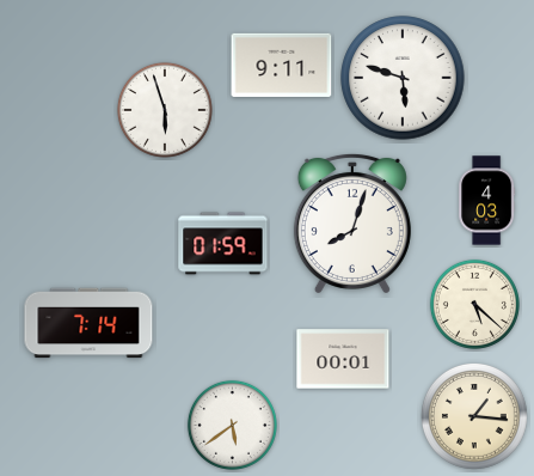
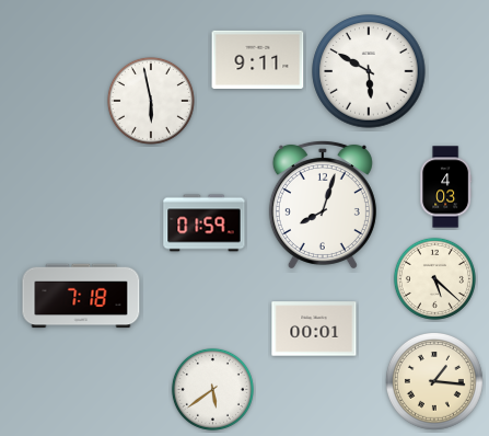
clock at (403, 78): 5:48 -> 5:50
clock at (165, 110): 5:57 -> 5:58
clock at (487, 201) position: (487, 201) -> (446, 187)
clock at (88, 323): 7:14 -> 7:18
